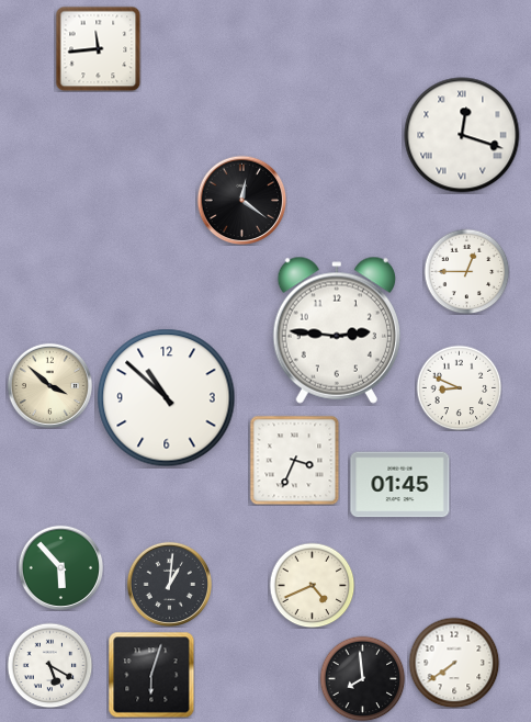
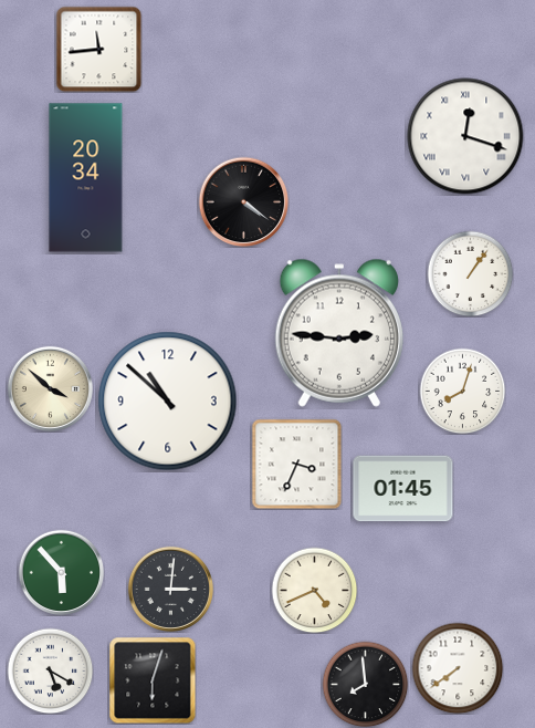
clock at (86, 178): none -> 20:34
clock at (241, 200): 12:21 -> 4:21
clock at (466, 271): 12:45 -> 1:06
clock at (459, 387): 8:49 -> 8:03
clock at (169, 584): 1:01 -> 3:01
